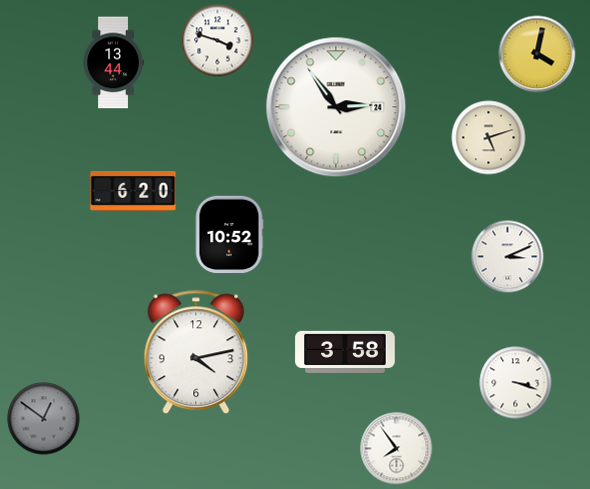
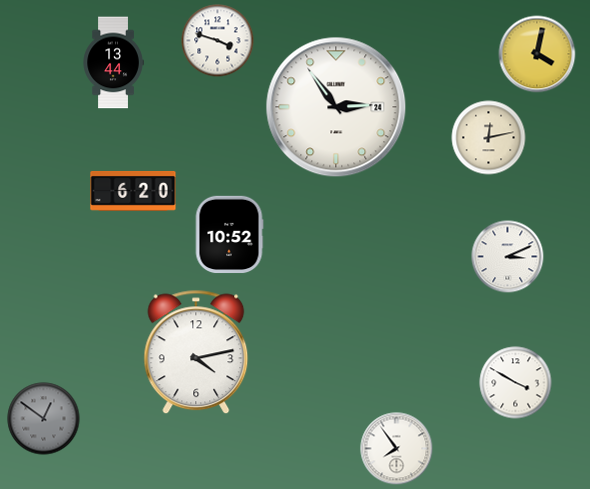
clock at (489, 138): 5:12 -> 12:13
clock at (345, 352): 3:58 -> none
clock at (516, 383): 3:18 -> 3:50
